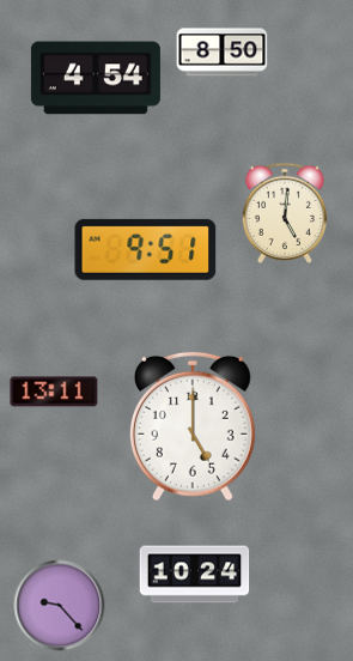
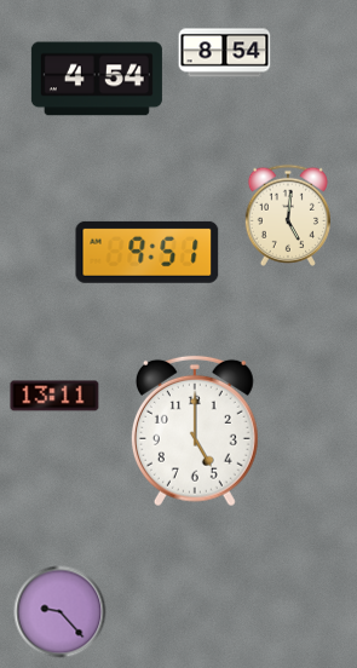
clock at (223, 53): 8:50 -> 8:54
clock at (195, 575): 10:24 -> none
